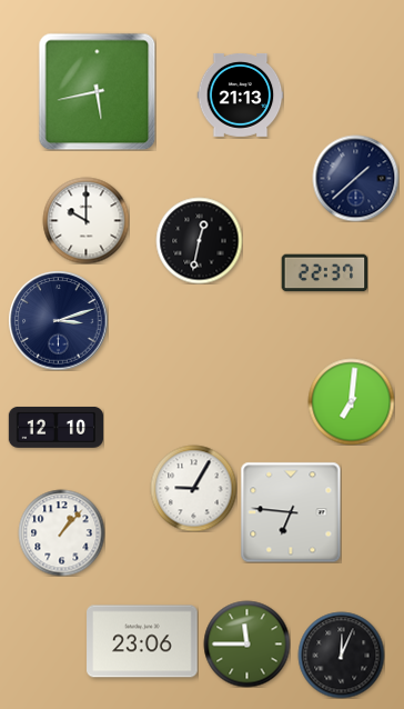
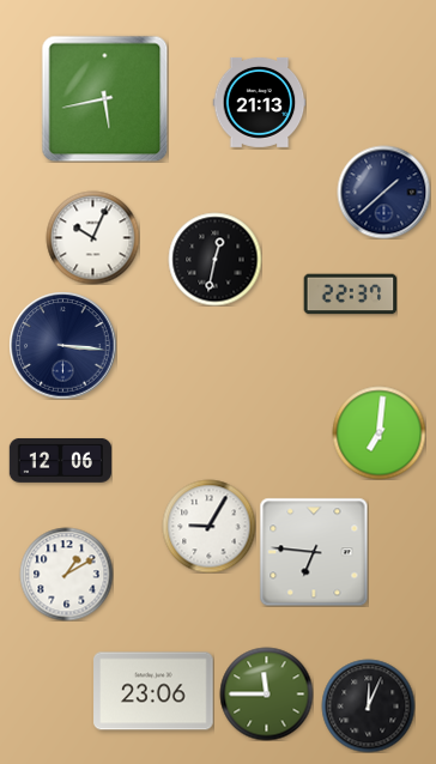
clock at (85, 220): 10:00 -> 10:04
clock at (58, 320): 3:12 -> 3:16
clock at (55, 427): 12:10 -> 12:06
clock at (61, 532): 1:07 -> 1:10
